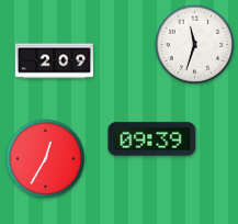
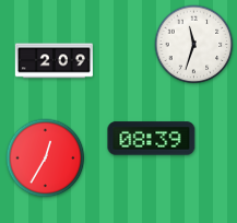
clock at (152, 139): 09:39 -> 08:39
